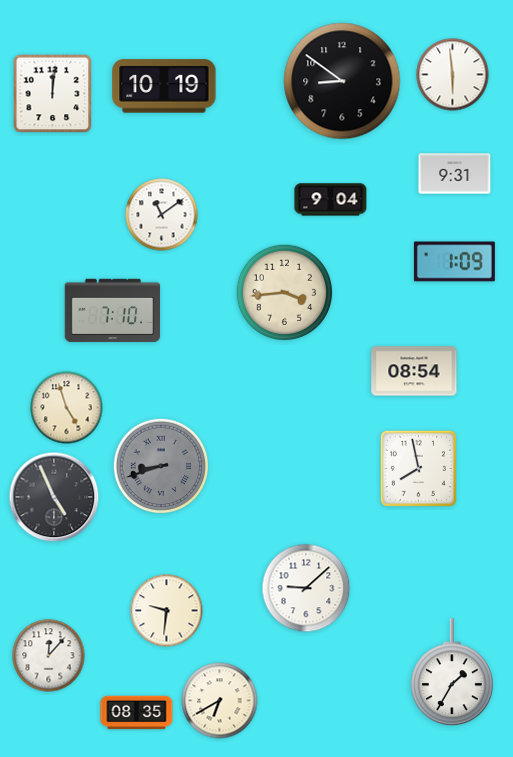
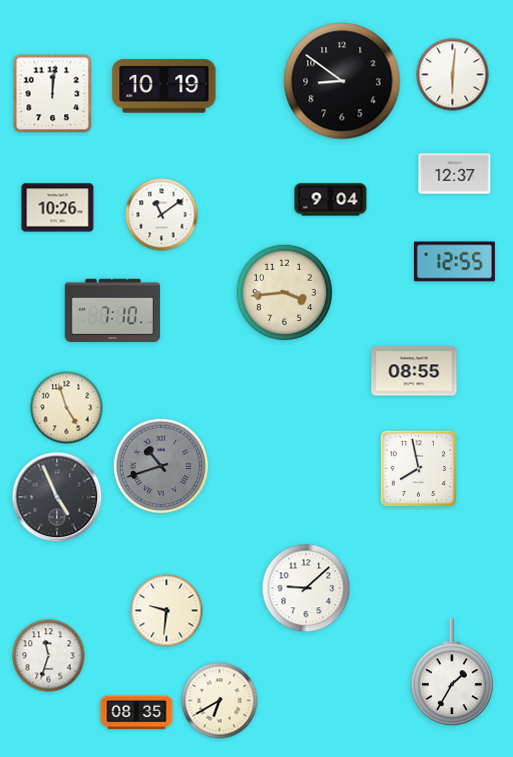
clock at (453, 75): 5:59 -> 6:01
clock at (455, 174): 9:31 -> 12:37
clock at (58, 208): none -> 10:26
clock at (454, 262): 1:09 -> 12:55
clock at (414, 371): 08:54 -> 08:55
clock at (161, 466): 8:42 -> 10:42
clock at (54, 497) position: (54, 497) -> (57, 497)
clock at (49, 656): 12:07 -> 11:33
